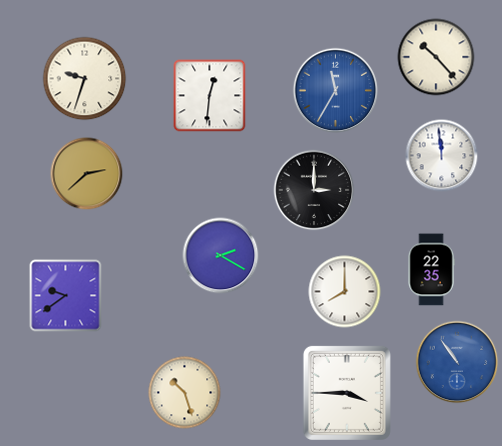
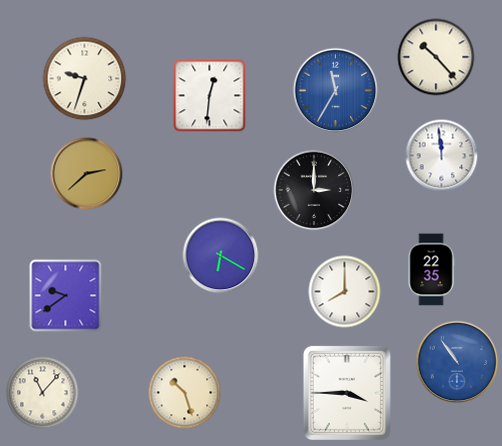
clock at (221, 256): 2:20 -> 6:20
clock at (43, 393): none -> 11:07
